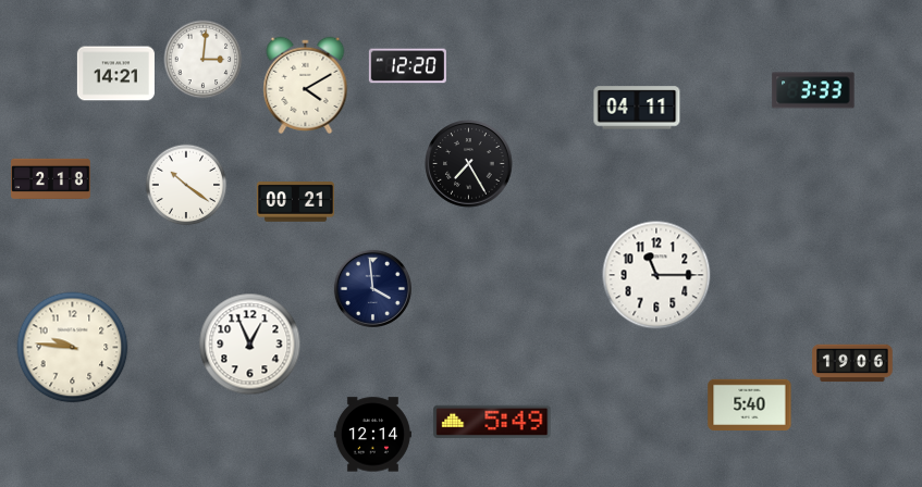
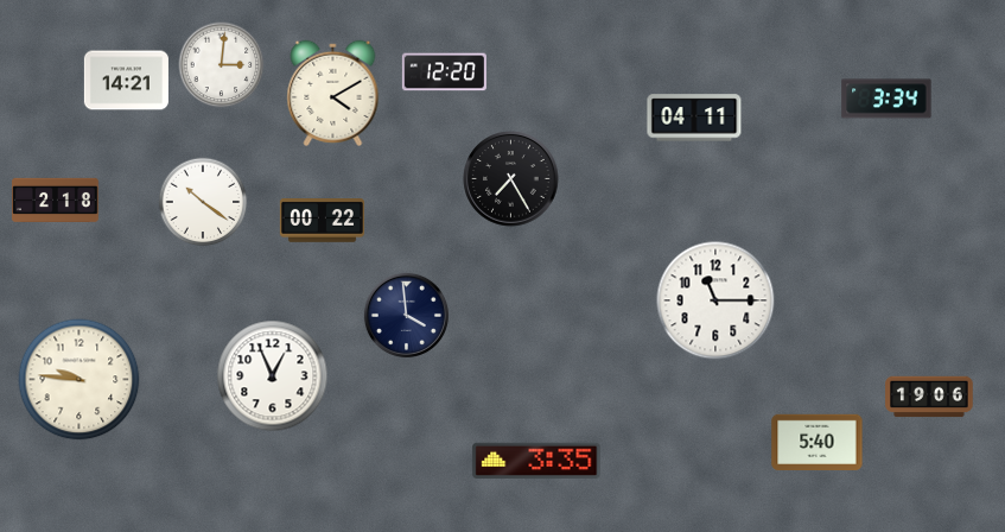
clock at (813, 90): 3:33 -> 3:34
clock at (51, 178) position: (51, 178) -> (56, 199)
clock at (295, 202): 00:21 -> 00:22
clock at (492, 422): 5:49 -> 3:35
clock at (372, 435): 12:14 -> none
